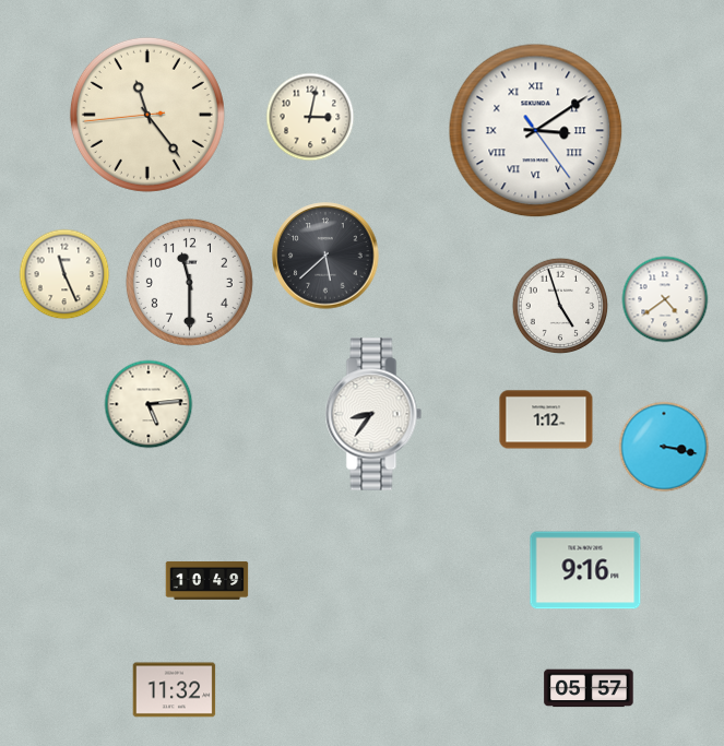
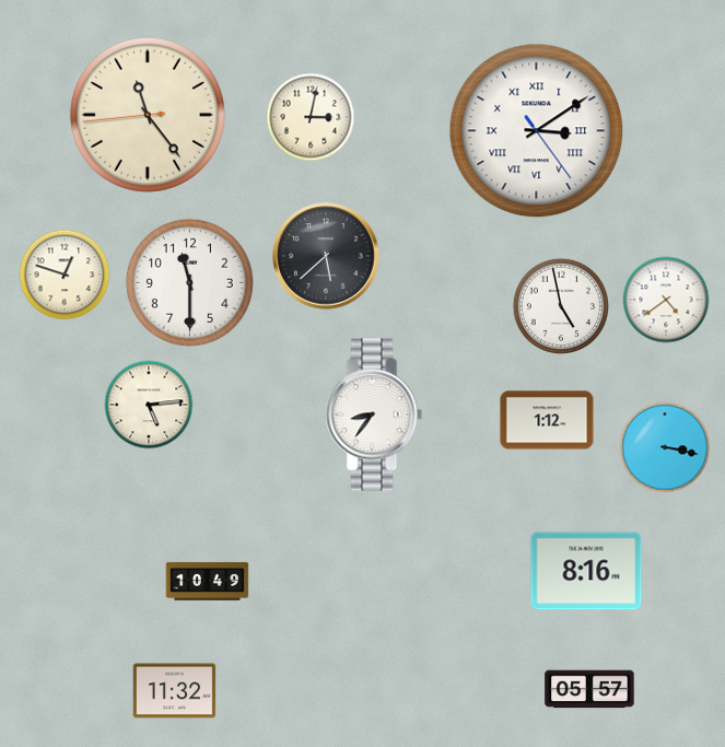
clock at (64, 274): 11:26 -> 12:48
clock at (559, 305): 4:57 -> 4:58
clock at (585, 570): 9:16 -> 8:16
